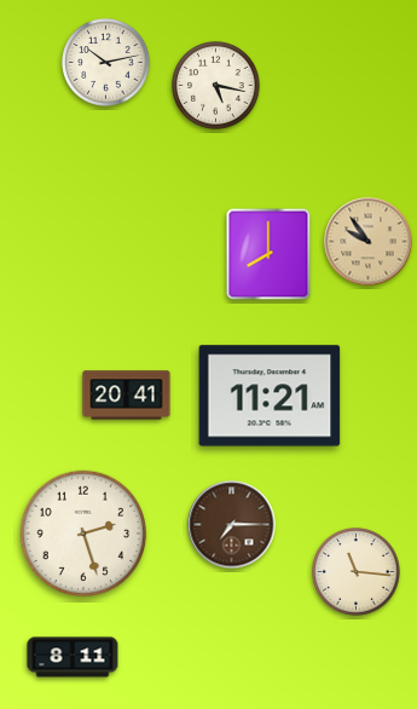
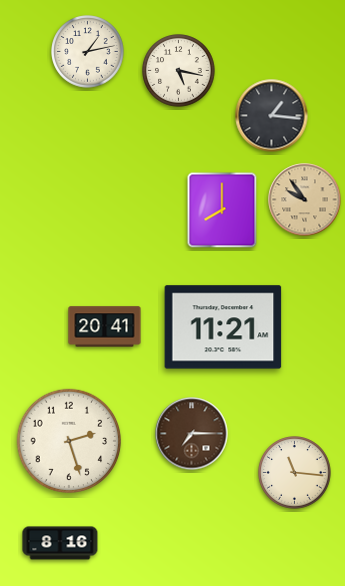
clock at (106, 63): 10:13 -> 1:13
clock at (272, 116): none -> 1:16
clock at (73, 657): 8:11 -> 8:16
